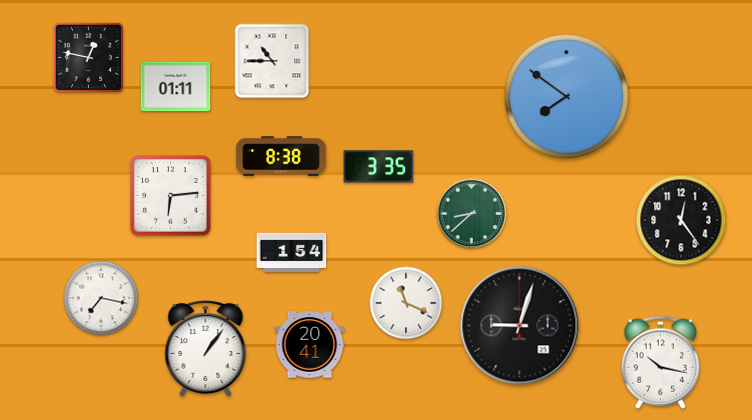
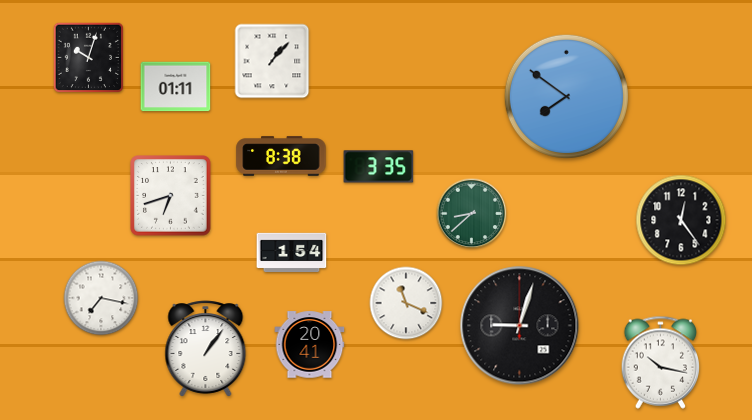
clock at (88, 57): 12:47 -> 10:03
clock at (272, 61): 10:45 -> 1:07
clock at (171, 196): 6:14 -> 6:42
